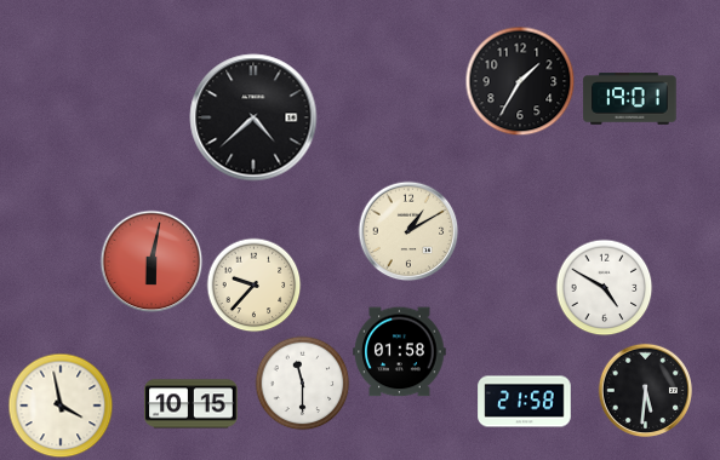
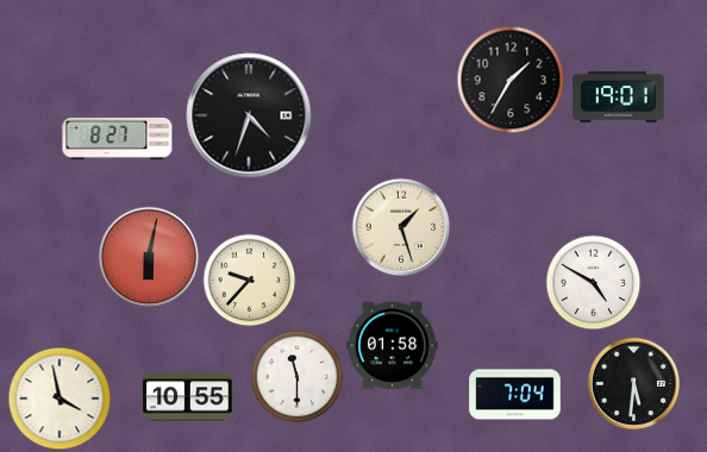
clock at (253, 117): 4:38 -> 4:33
clock at (118, 138): none -> 8:27
clock at (408, 231): 1:10 -> 1:27
clock at (525, 402): 21:58 -> 7:04
clock at (192, 404): 10:15 -> 10:55
